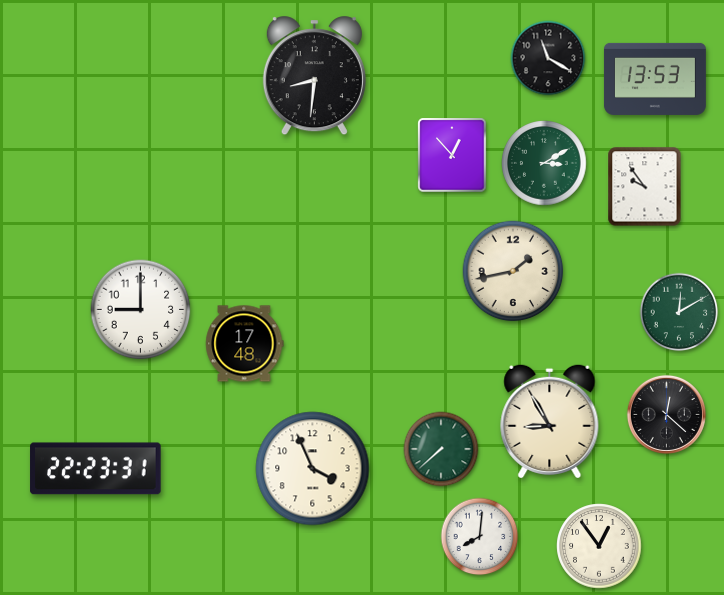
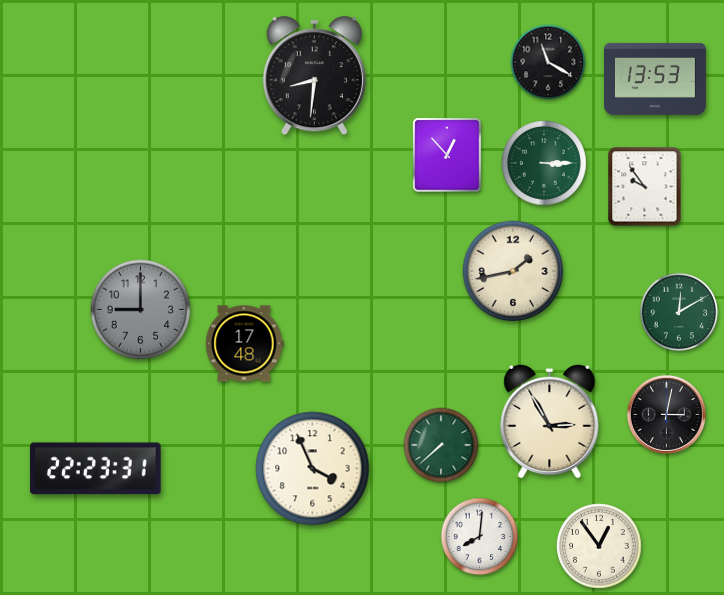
clock at (548, 58) position: (548, 58) -> (548, 62)
clock at (452, 155) position: (452, 155) -> (447, 155)
clock at (544, 163): 3:10 -> 3:15
clock at (141, 310) dial: white -> grey
clock at (666, 414): 12:22 -> 3:02
clock at (550, 421): 8:55 -> 2:55
clock at (441, 449) position: (441, 449) -> (441, 445)
